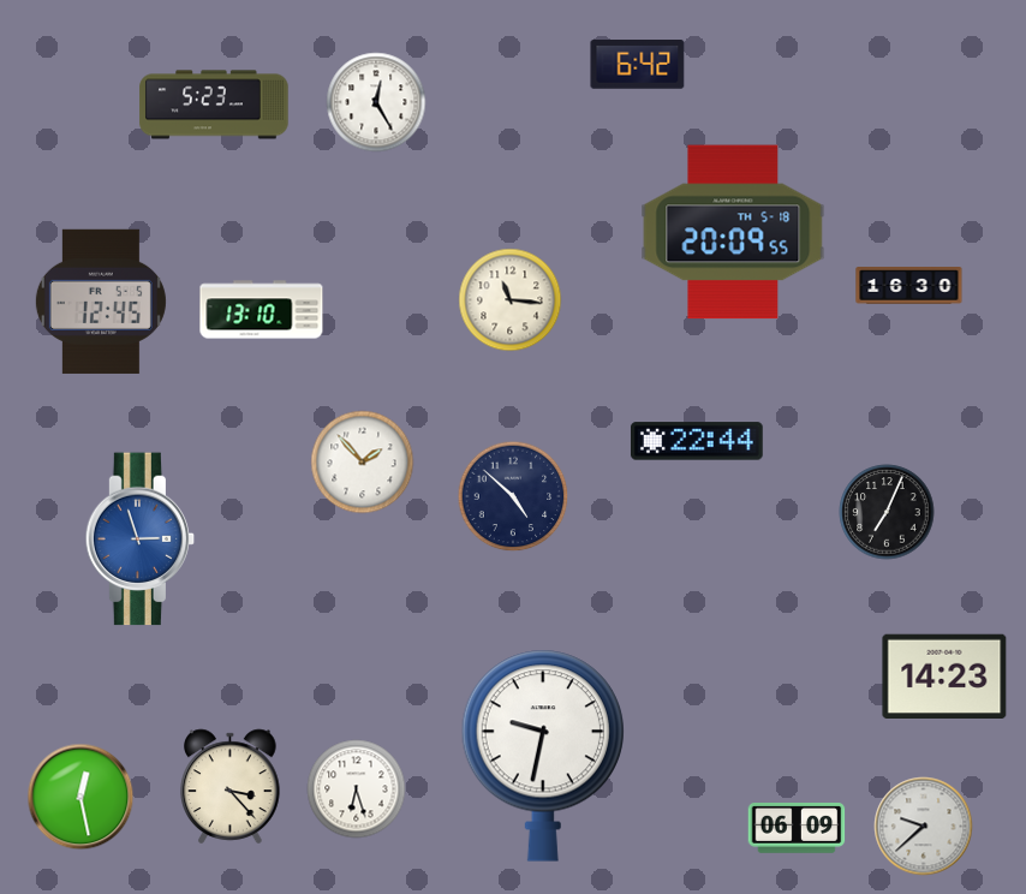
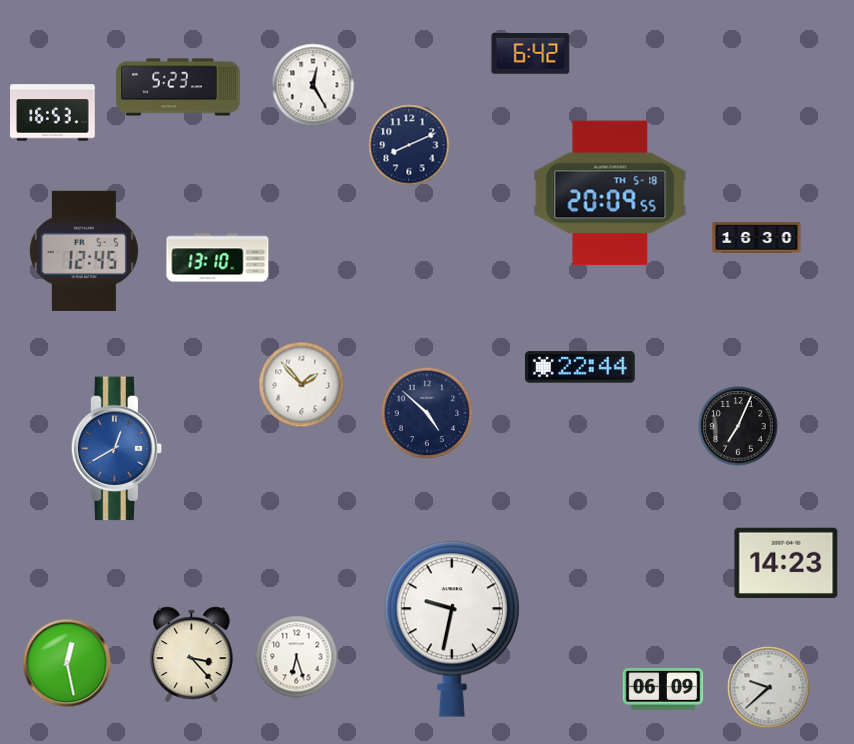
clock at (53, 113): none -> 16:53
clock at (409, 145): none -> 8:11
clock at (511, 300): 11:16 -> none
clock at (141, 540): 2:57 -> 12:40
